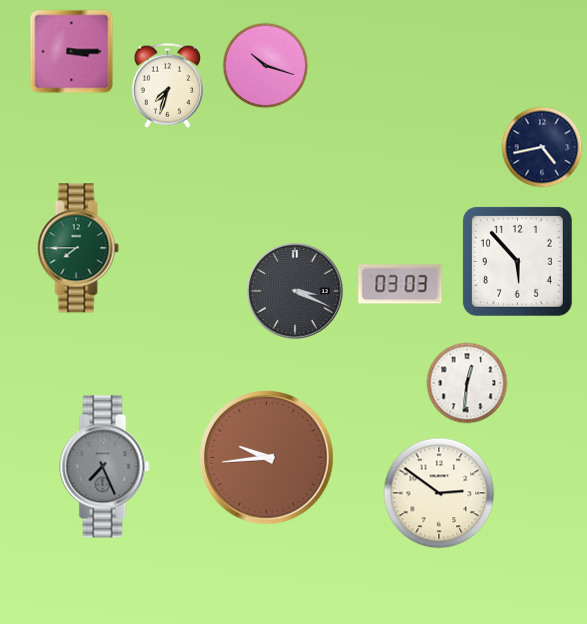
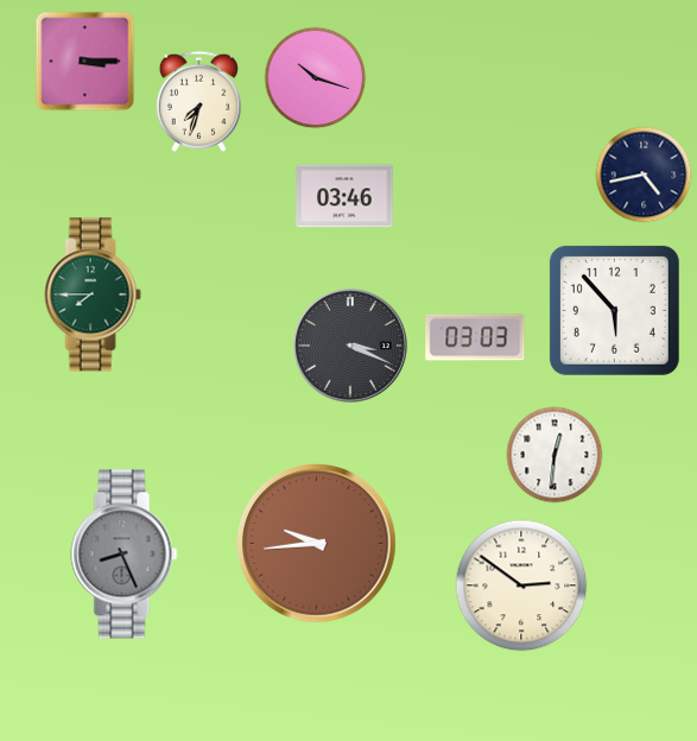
clock at (344, 196): none -> 03:46
clock at (105, 467): 7:26 -> 8:26
